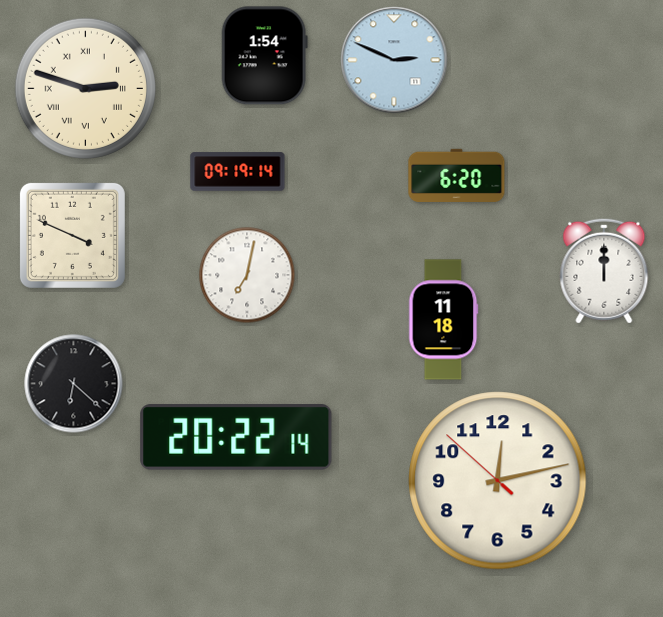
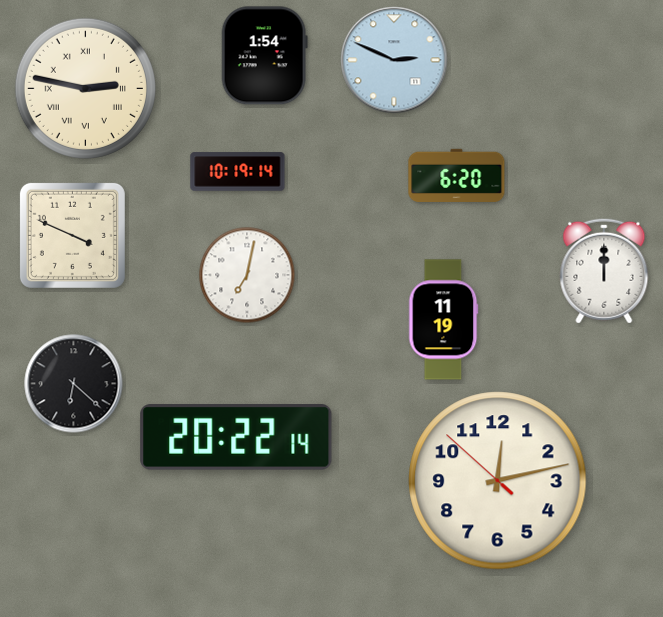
clock at (85, 88): 2:48 -> 2:47
clock at (238, 172): 09:19 -> 10:19
clock at (444, 320): 11:18 -> 11:19
